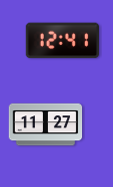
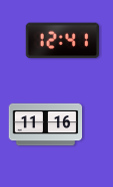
clock at (46, 125): 11:27 -> 11:16
